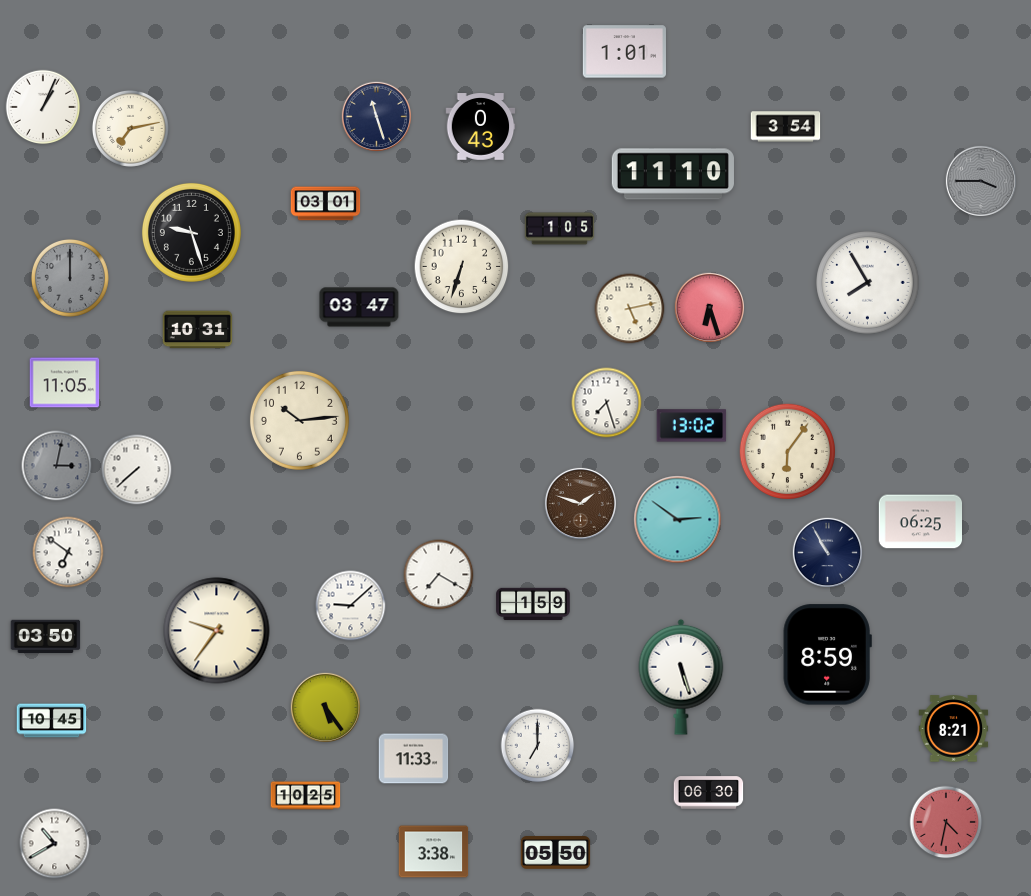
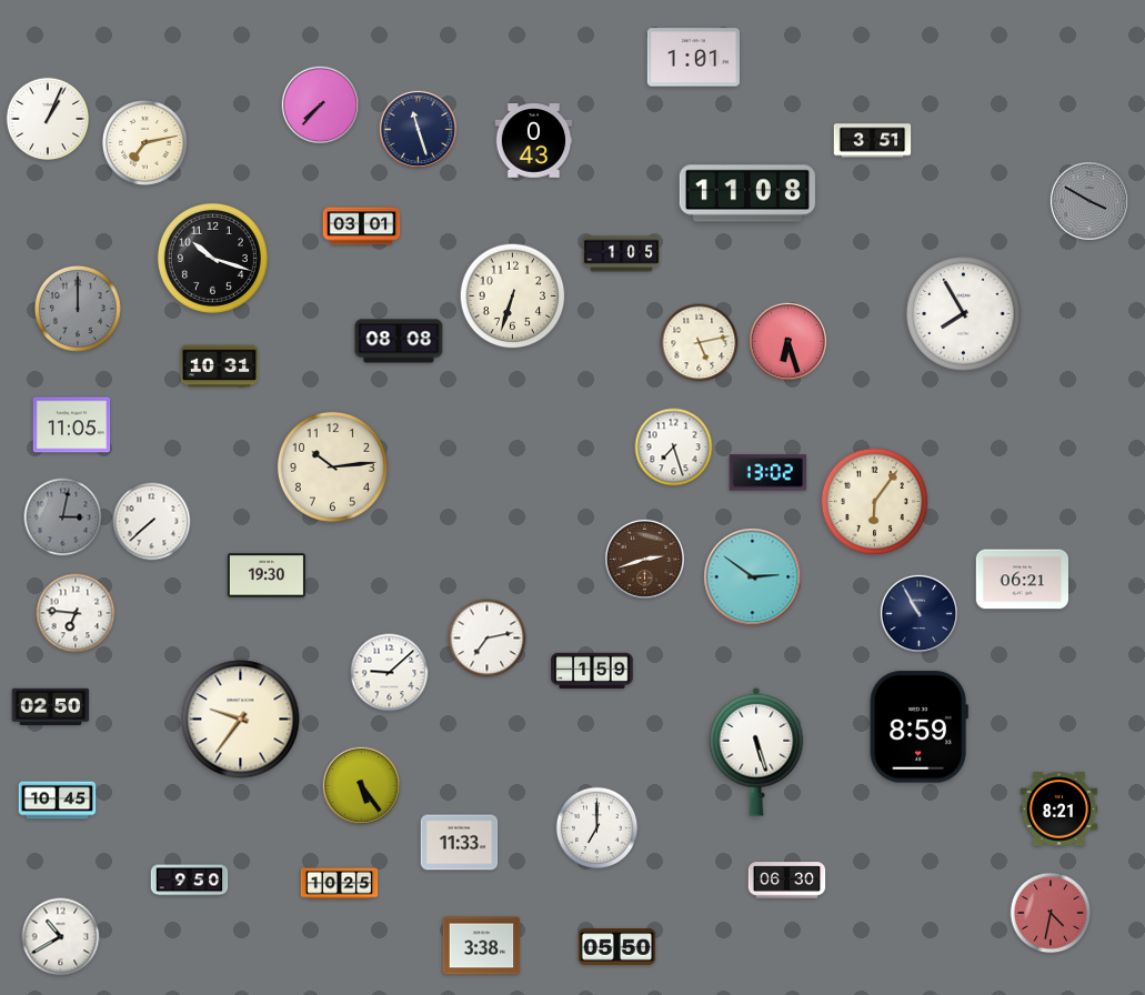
clock at (321, 105): none -> 7:37
clock at (786, 127): 3:54 -> 3:51
clock at (673, 174): 11:10 -> 11:08
clock at (980, 180): 3:45 -> 3:50
clock at (191, 232): 9:27 -> 10:18
clock at (359, 307): 03:47 -> 08:08
clock at (580, 503): 1:48 -> 2:42
clock at (265, 575): none -> 19:30
clock at (920, 522): 06:25 -> 06:21
clock at (68, 552): 6:51 -> 6:46
clock at (439, 575): 7:20 -> 7:13
clock at (217, 631) position: (217, 631) -> (241, 720)
clock at (46, 636): 03:50 -> 02:50
clock at (190, 881): none -> 9:50
